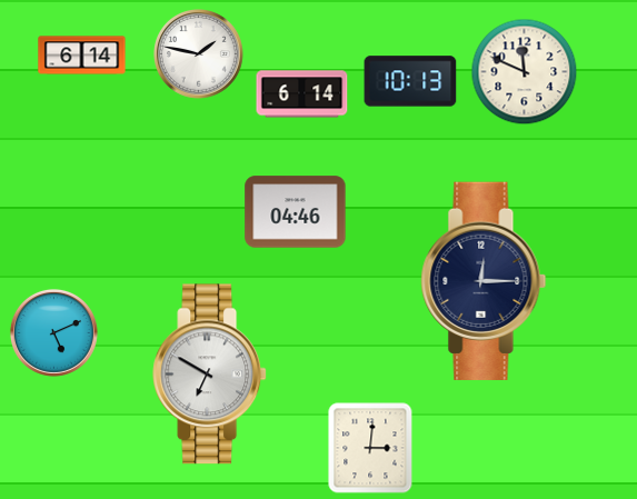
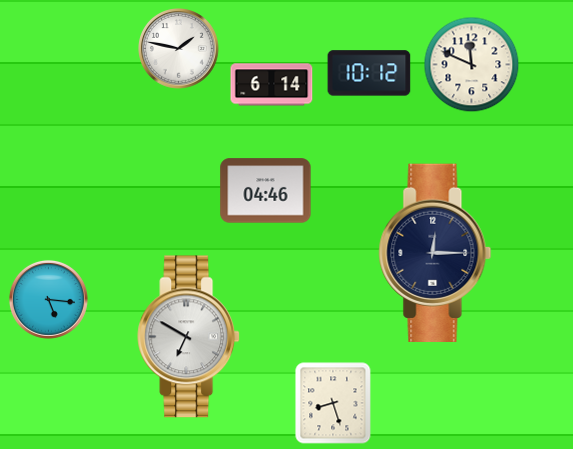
clock at (82, 56): 6:14 -> none
clock at (410, 81): 10:13 -> 10:12
clock at (53, 332): 5:11 -> 5:16
clock at (370, 448): 3:01 -> 8:27
